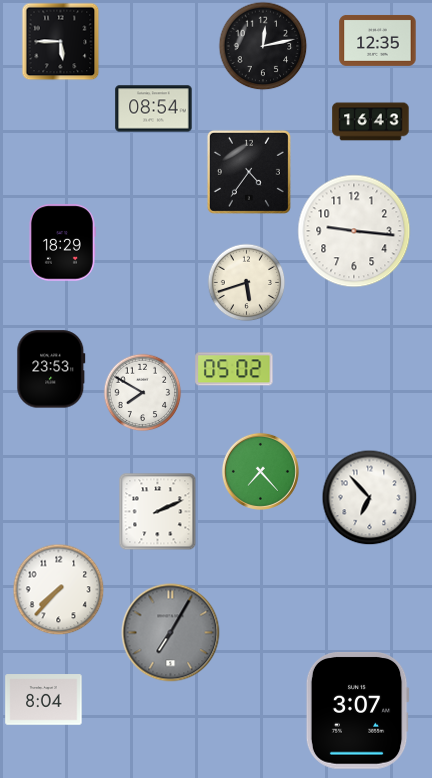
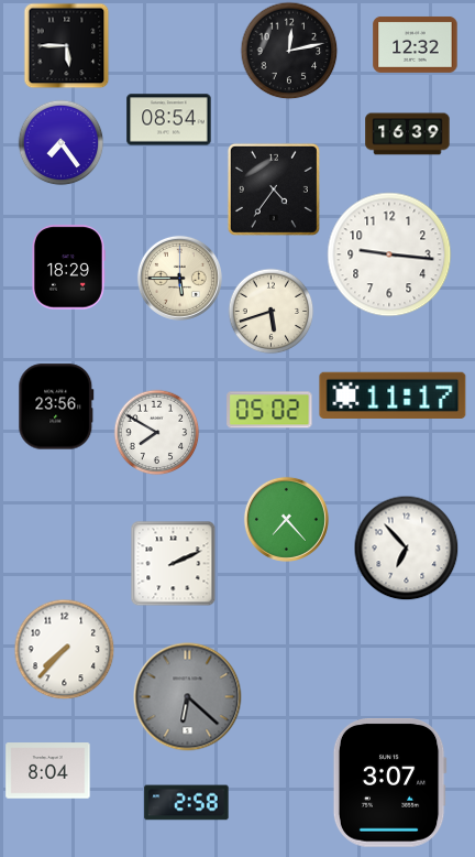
clock at (378, 40): 12:35 -> 12:32
clock at (371, 122): 16:43 -> 16:39
clock at (60, 142): none -> 7:24
clock at (179, 278): none -> 5:45
clock at (393, 394): none -> 11:17
clock at (51, 369): 23:53 -> 23:56
clock at (234, 369) position: (234, 369) -> (269, 410)
clock at (171, 633): 7:05 -> 6:22
clock at (357, 711) position: (357, 711) -> (389, 783)
clock at (187, 803): none -> 2:58
